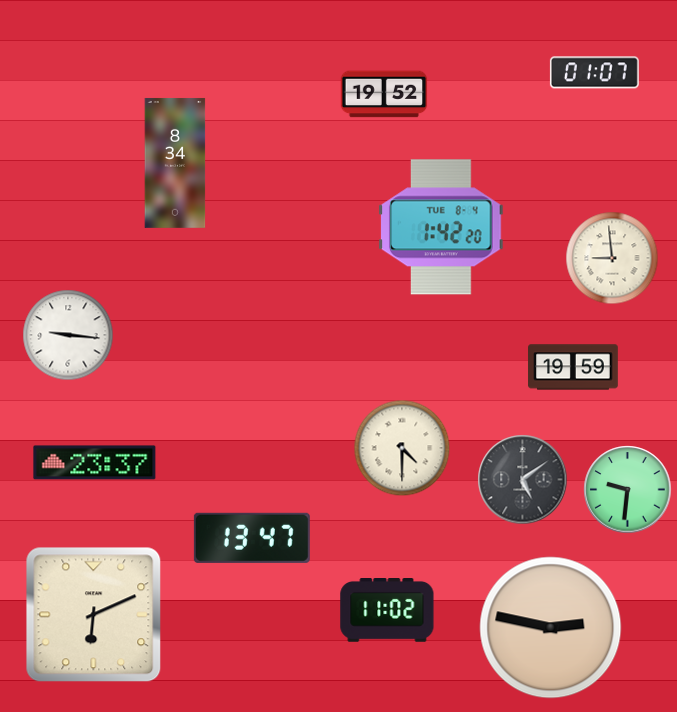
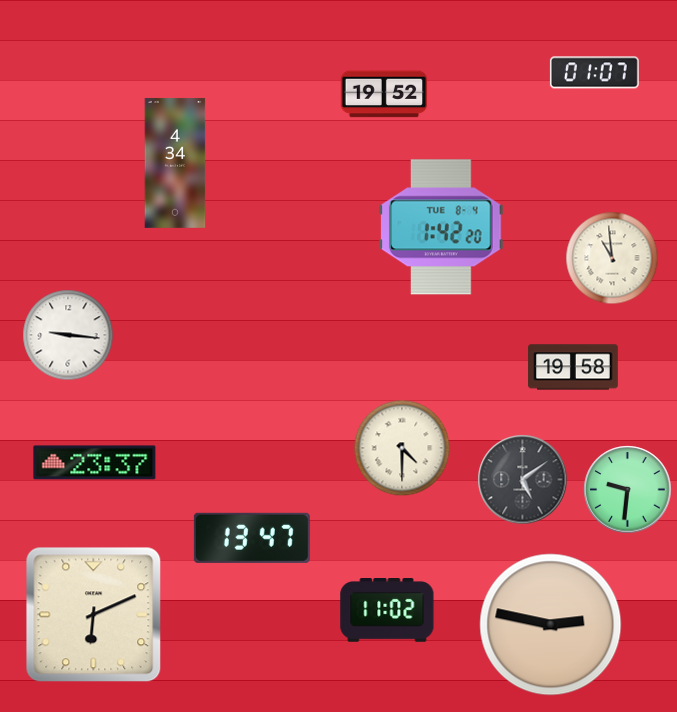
clock at (175, 163): 8:34 -> 4:34
clock at (612, 258): 8:59 -> 10:59
clock at (573, 367): 19:59 -> 19:58
clock at (551, 628) position: (551, 628) -> (551, 625)
